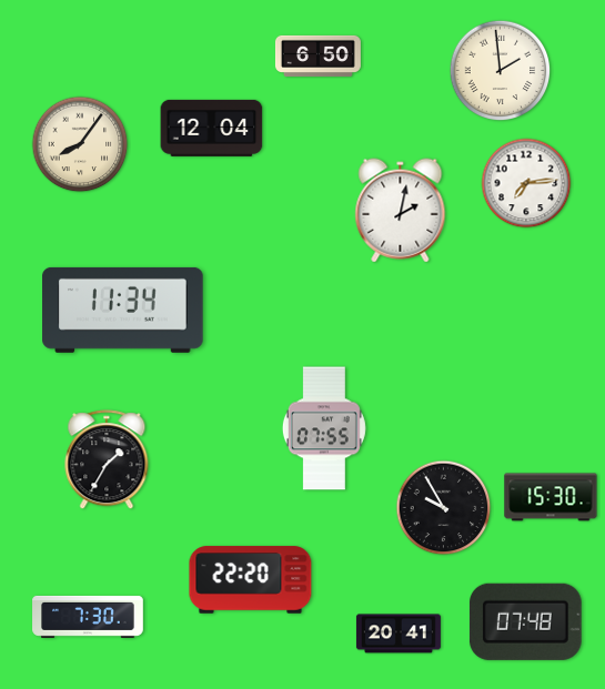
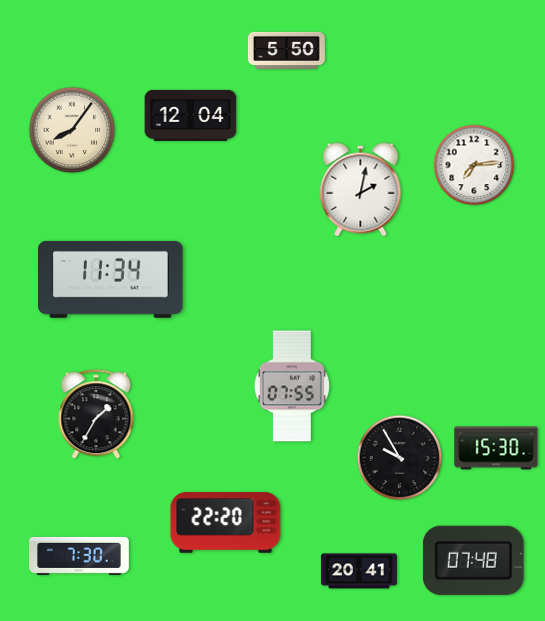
clock at (317, 55): 6:50 -> 5:50
clock at (501, 71): 1:59 -> none
